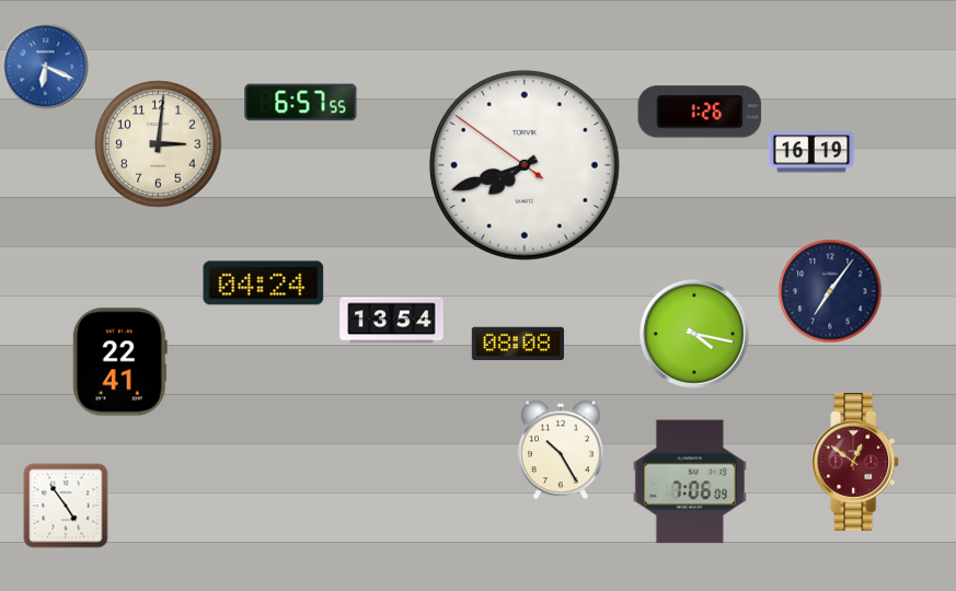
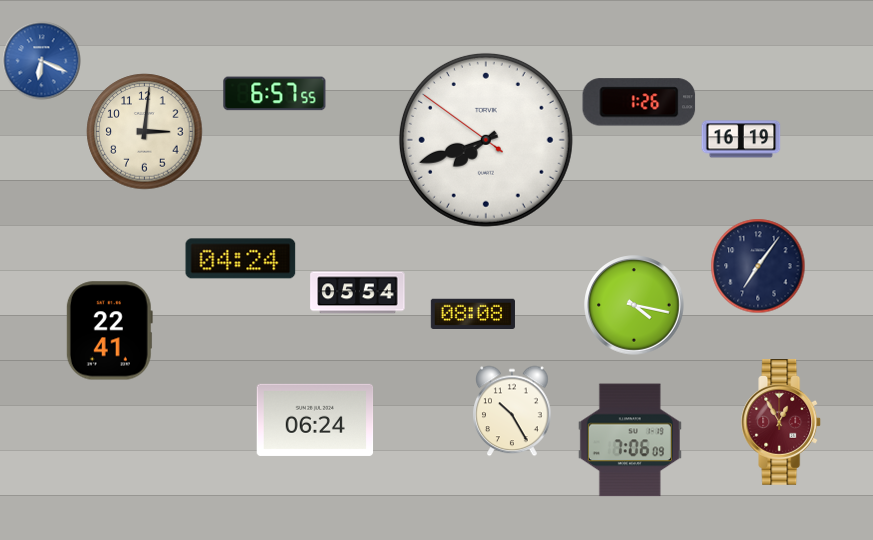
clock at (525, 165) position: (525, 165) -> (486, 140)
clock at (392, 321): 13:54 -> 05:54
clock at (315, 420): none -> 06:24
clock at (856, 463): 12:51 -> 12:55
clock at (66, 506): 4:54 -> none
